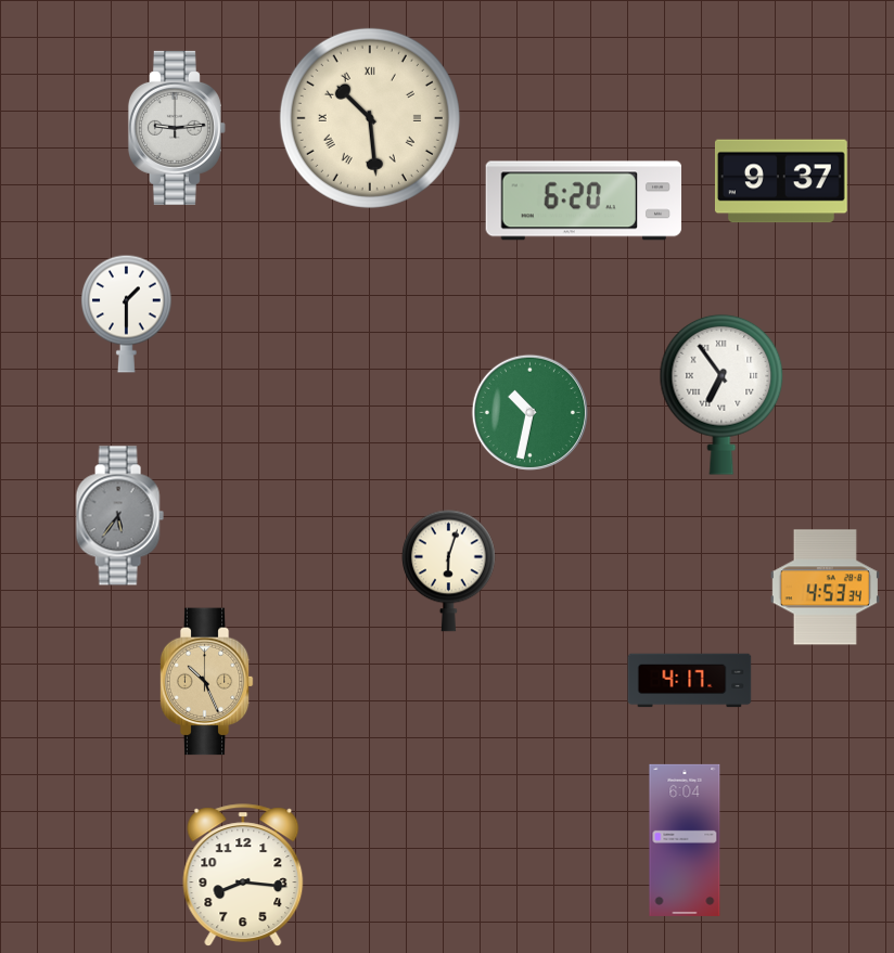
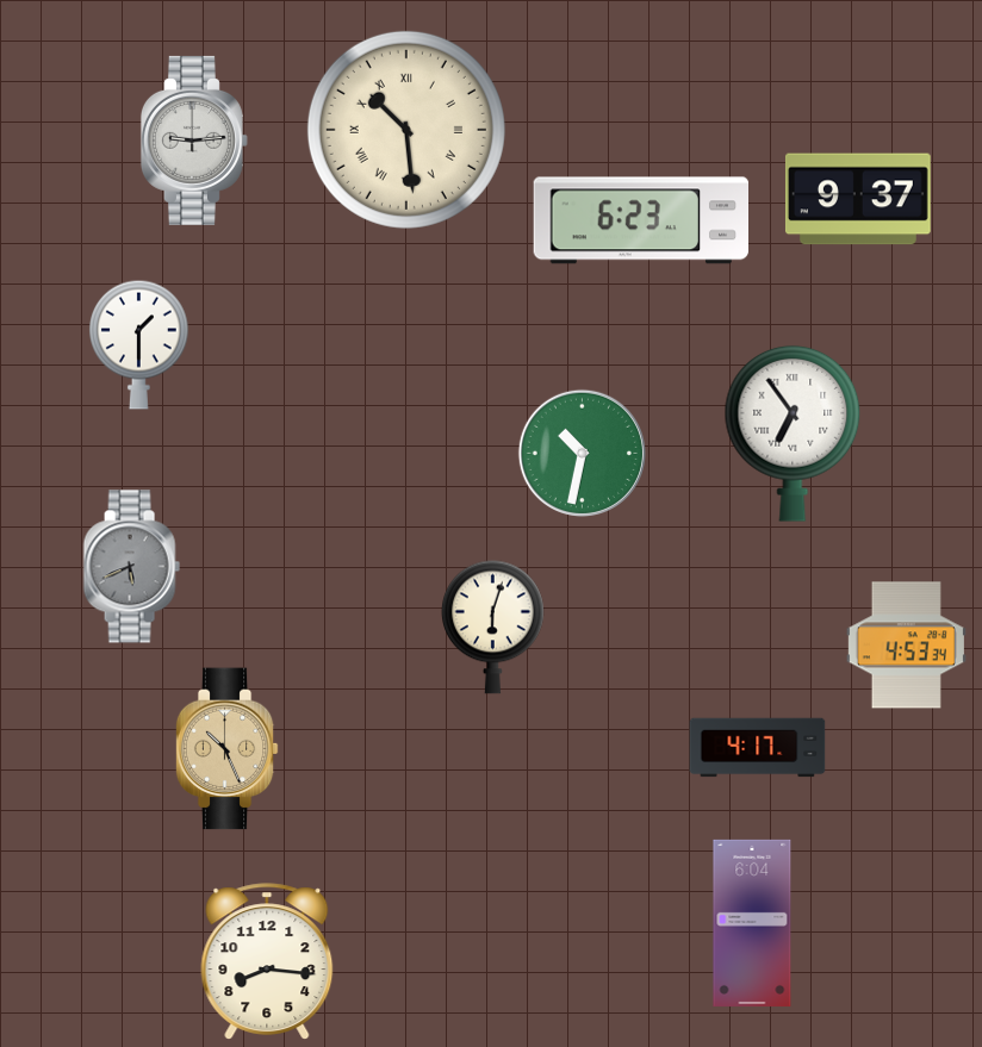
clock at (583, 201): 6:20 -> 6:23
clock at (119, 516): 5:36 -> 5:41
